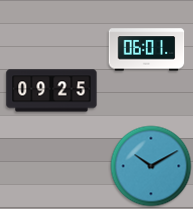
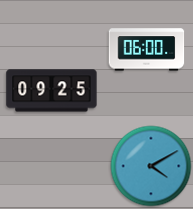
clock at (147, 50): 06:01 -> 06:00
clock at (151, 166): 10:10 -> 4:10
